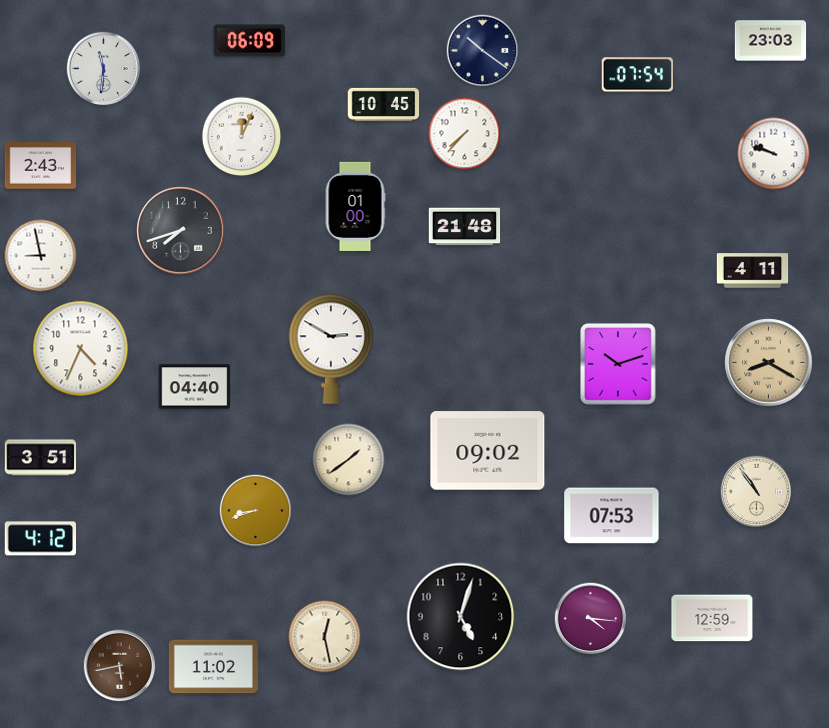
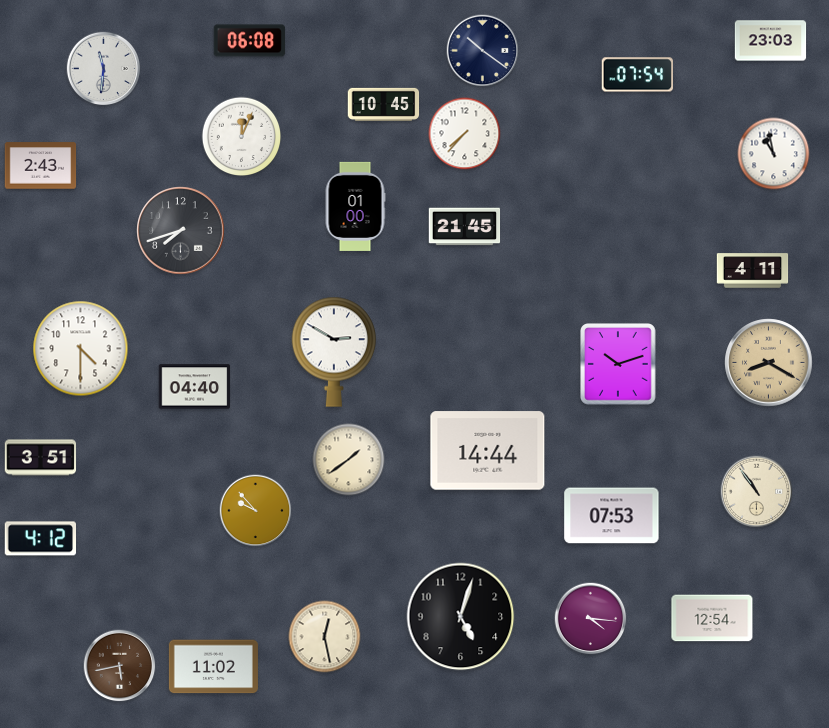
clock at (250, 41): 06:09 -> 06:08
clock at (774, 154): 9:48 -> 10:58
clock at (465, 227): 21:48 -> 21:45
clock at (41, 256): 8:58 -> none
clock at (81, 349): 4:34 -> 4:30
clock at (331, 349) position: (331, 349) -> (334, 352)
clock at (488, 451): 09:02 -> 14:44
clock at (256, 511): 8:42 -> 9:53
clock at (712, 618): 12:59 -> 12:54
